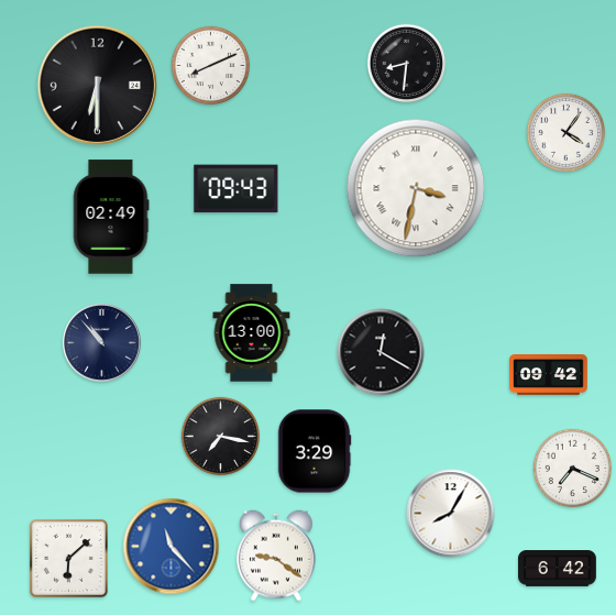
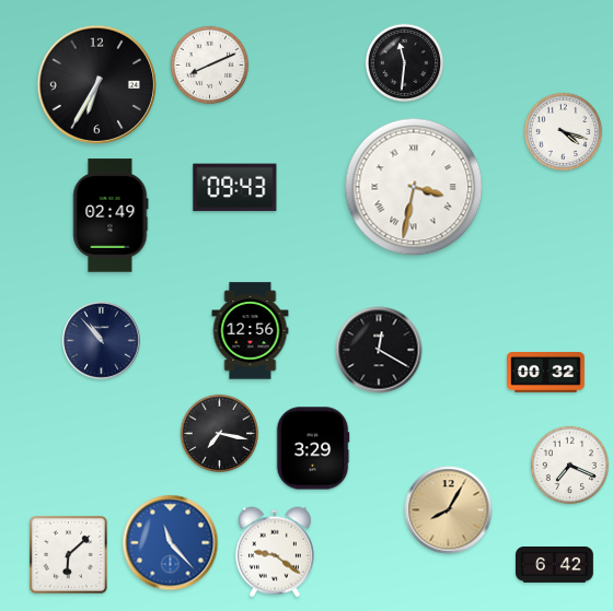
clock at (407, 64): 8:31 -> 11:31
clock at (97, 85): 6:30 -> 6:35
clock at (566, 133): 4:06 -> 4:18
clock at (252, 333): 13:00 -> 12:56
clock at (549, 375): 09:42 -> 00:32
clock at (451, 514) dial: white -> champagne
